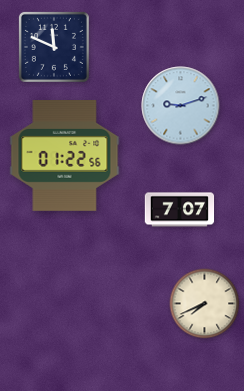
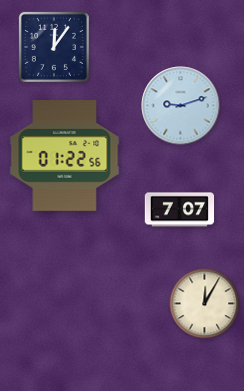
clock at (54, 47): 11:49 -> 12:06
clock at (205, 304): 7:41 -> 12:05
